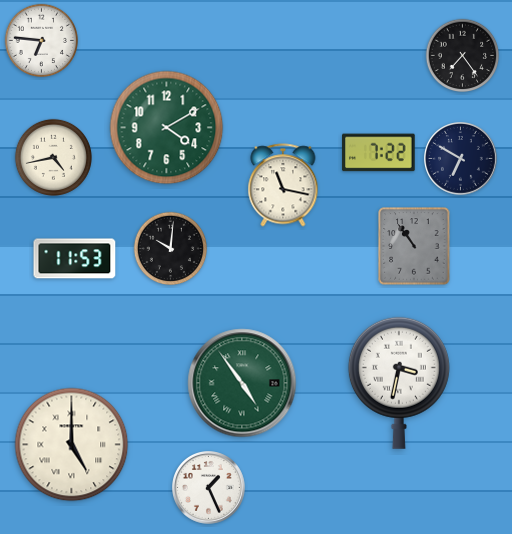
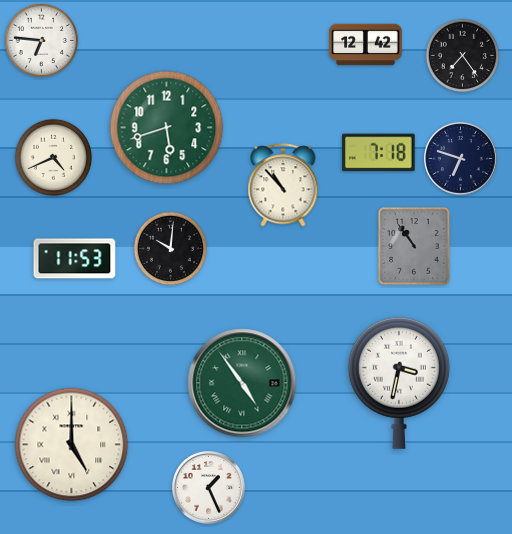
clock at (366, 45): none -> 12:42
clock at (167, 128): 4:10 -> 5:42
clock at (379, 153): 7:22 -> 7:18
clock at (53, 157): 4:43 -> 4:41
clock at (461, 159): 6:50 -> 6:48
clock at (283, 185): 11:17 -> 10:53
